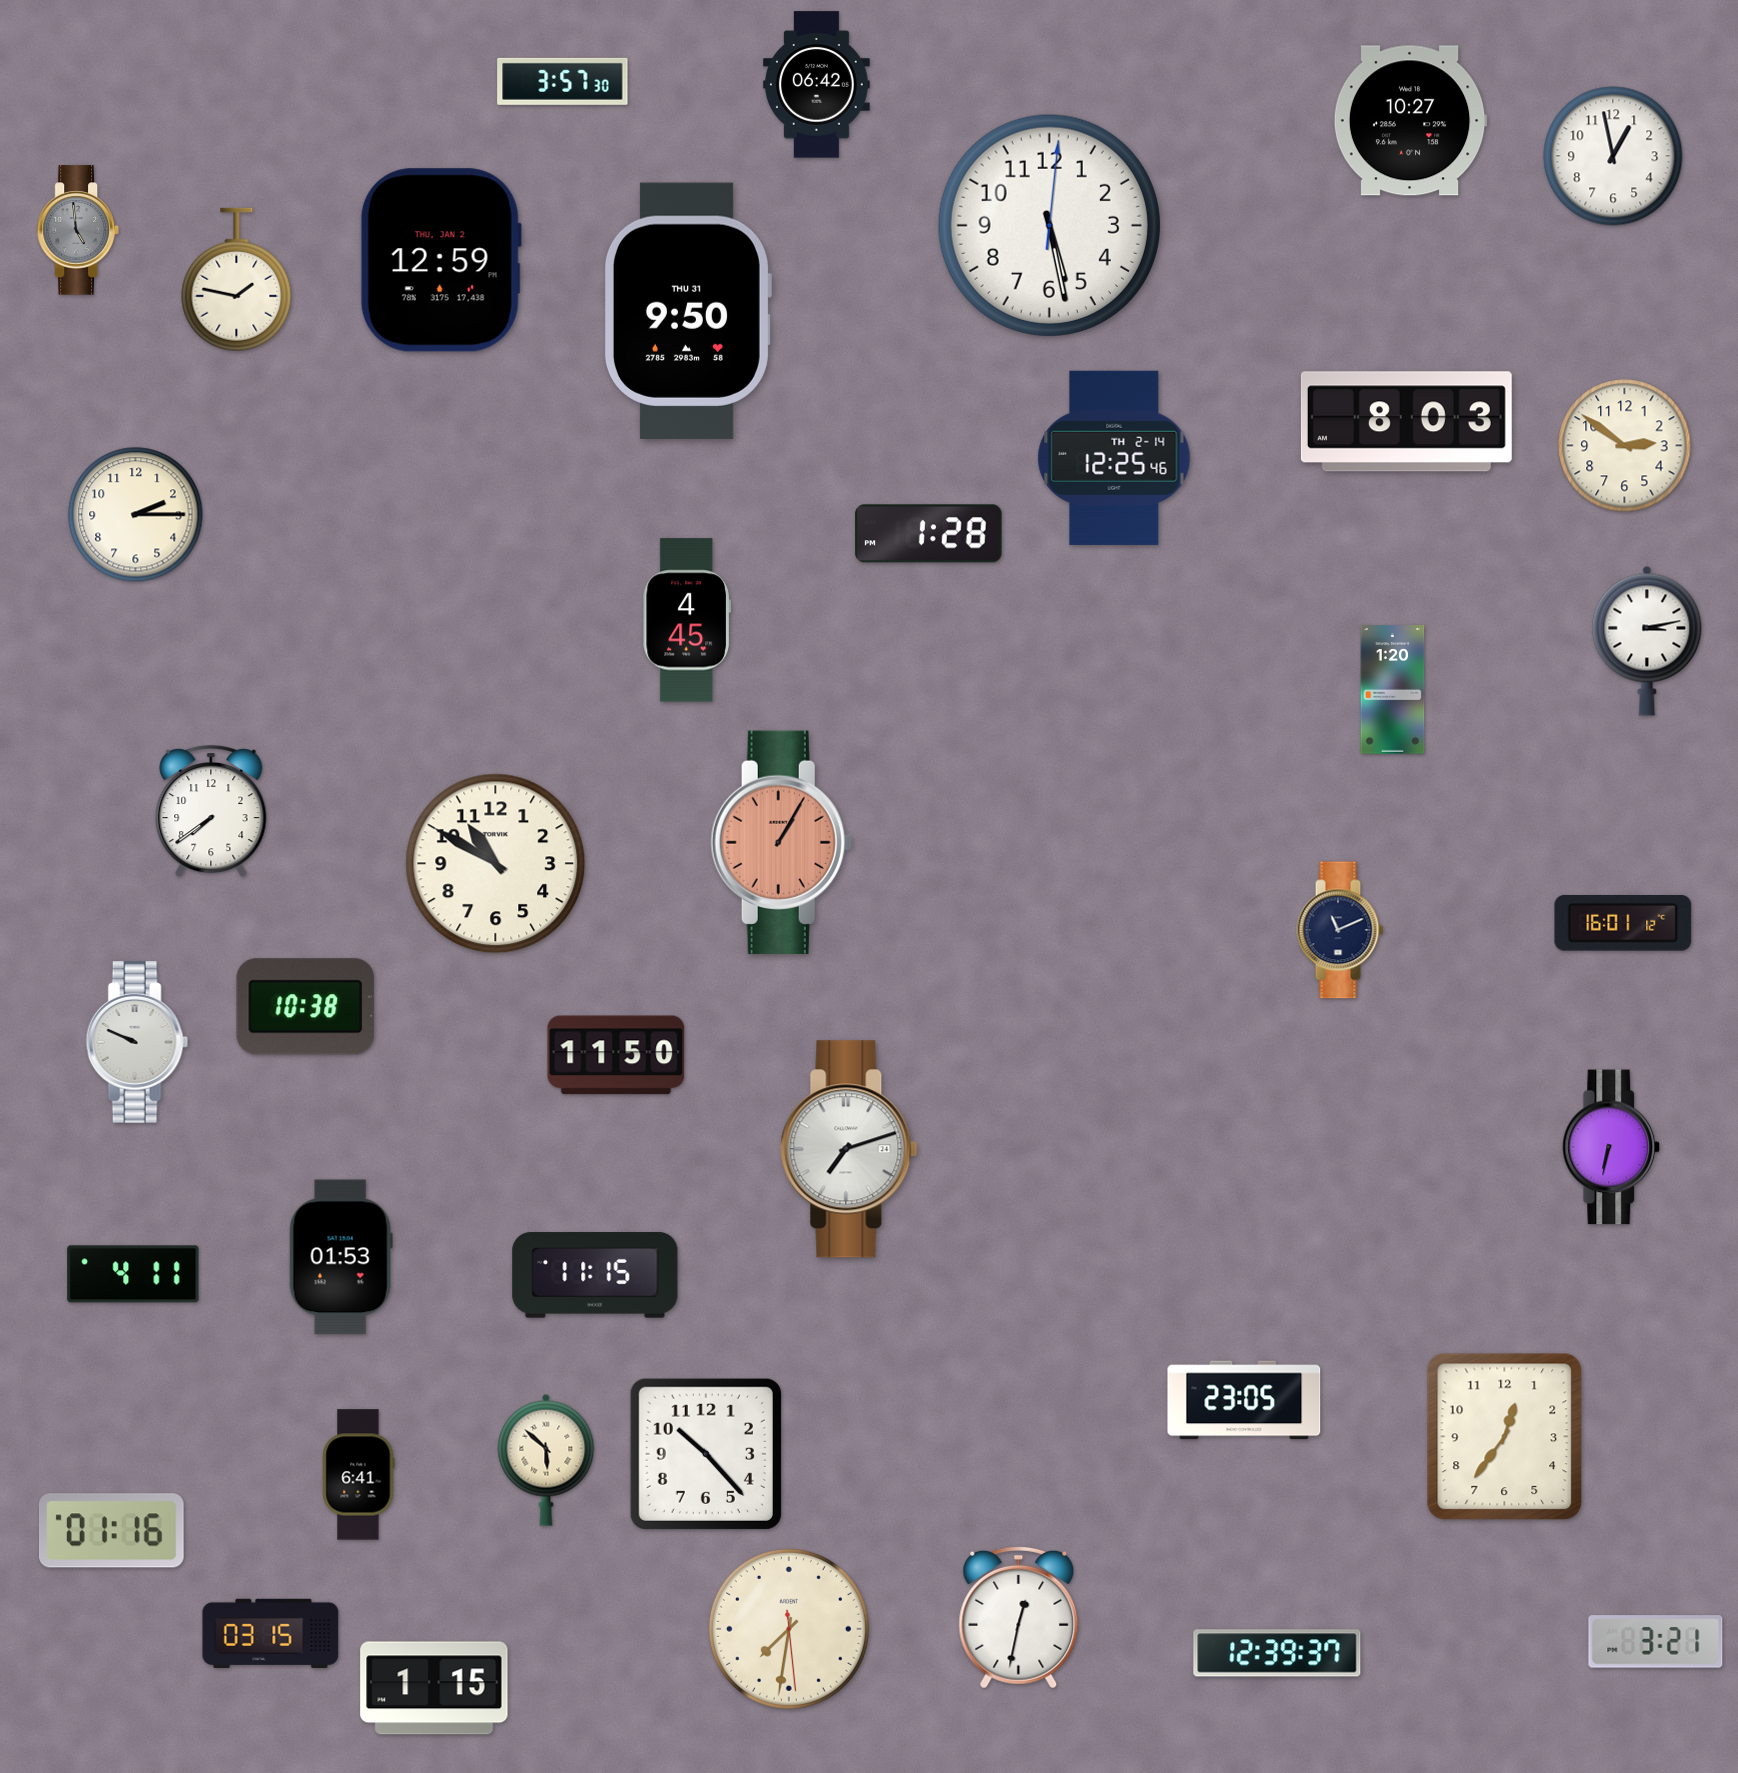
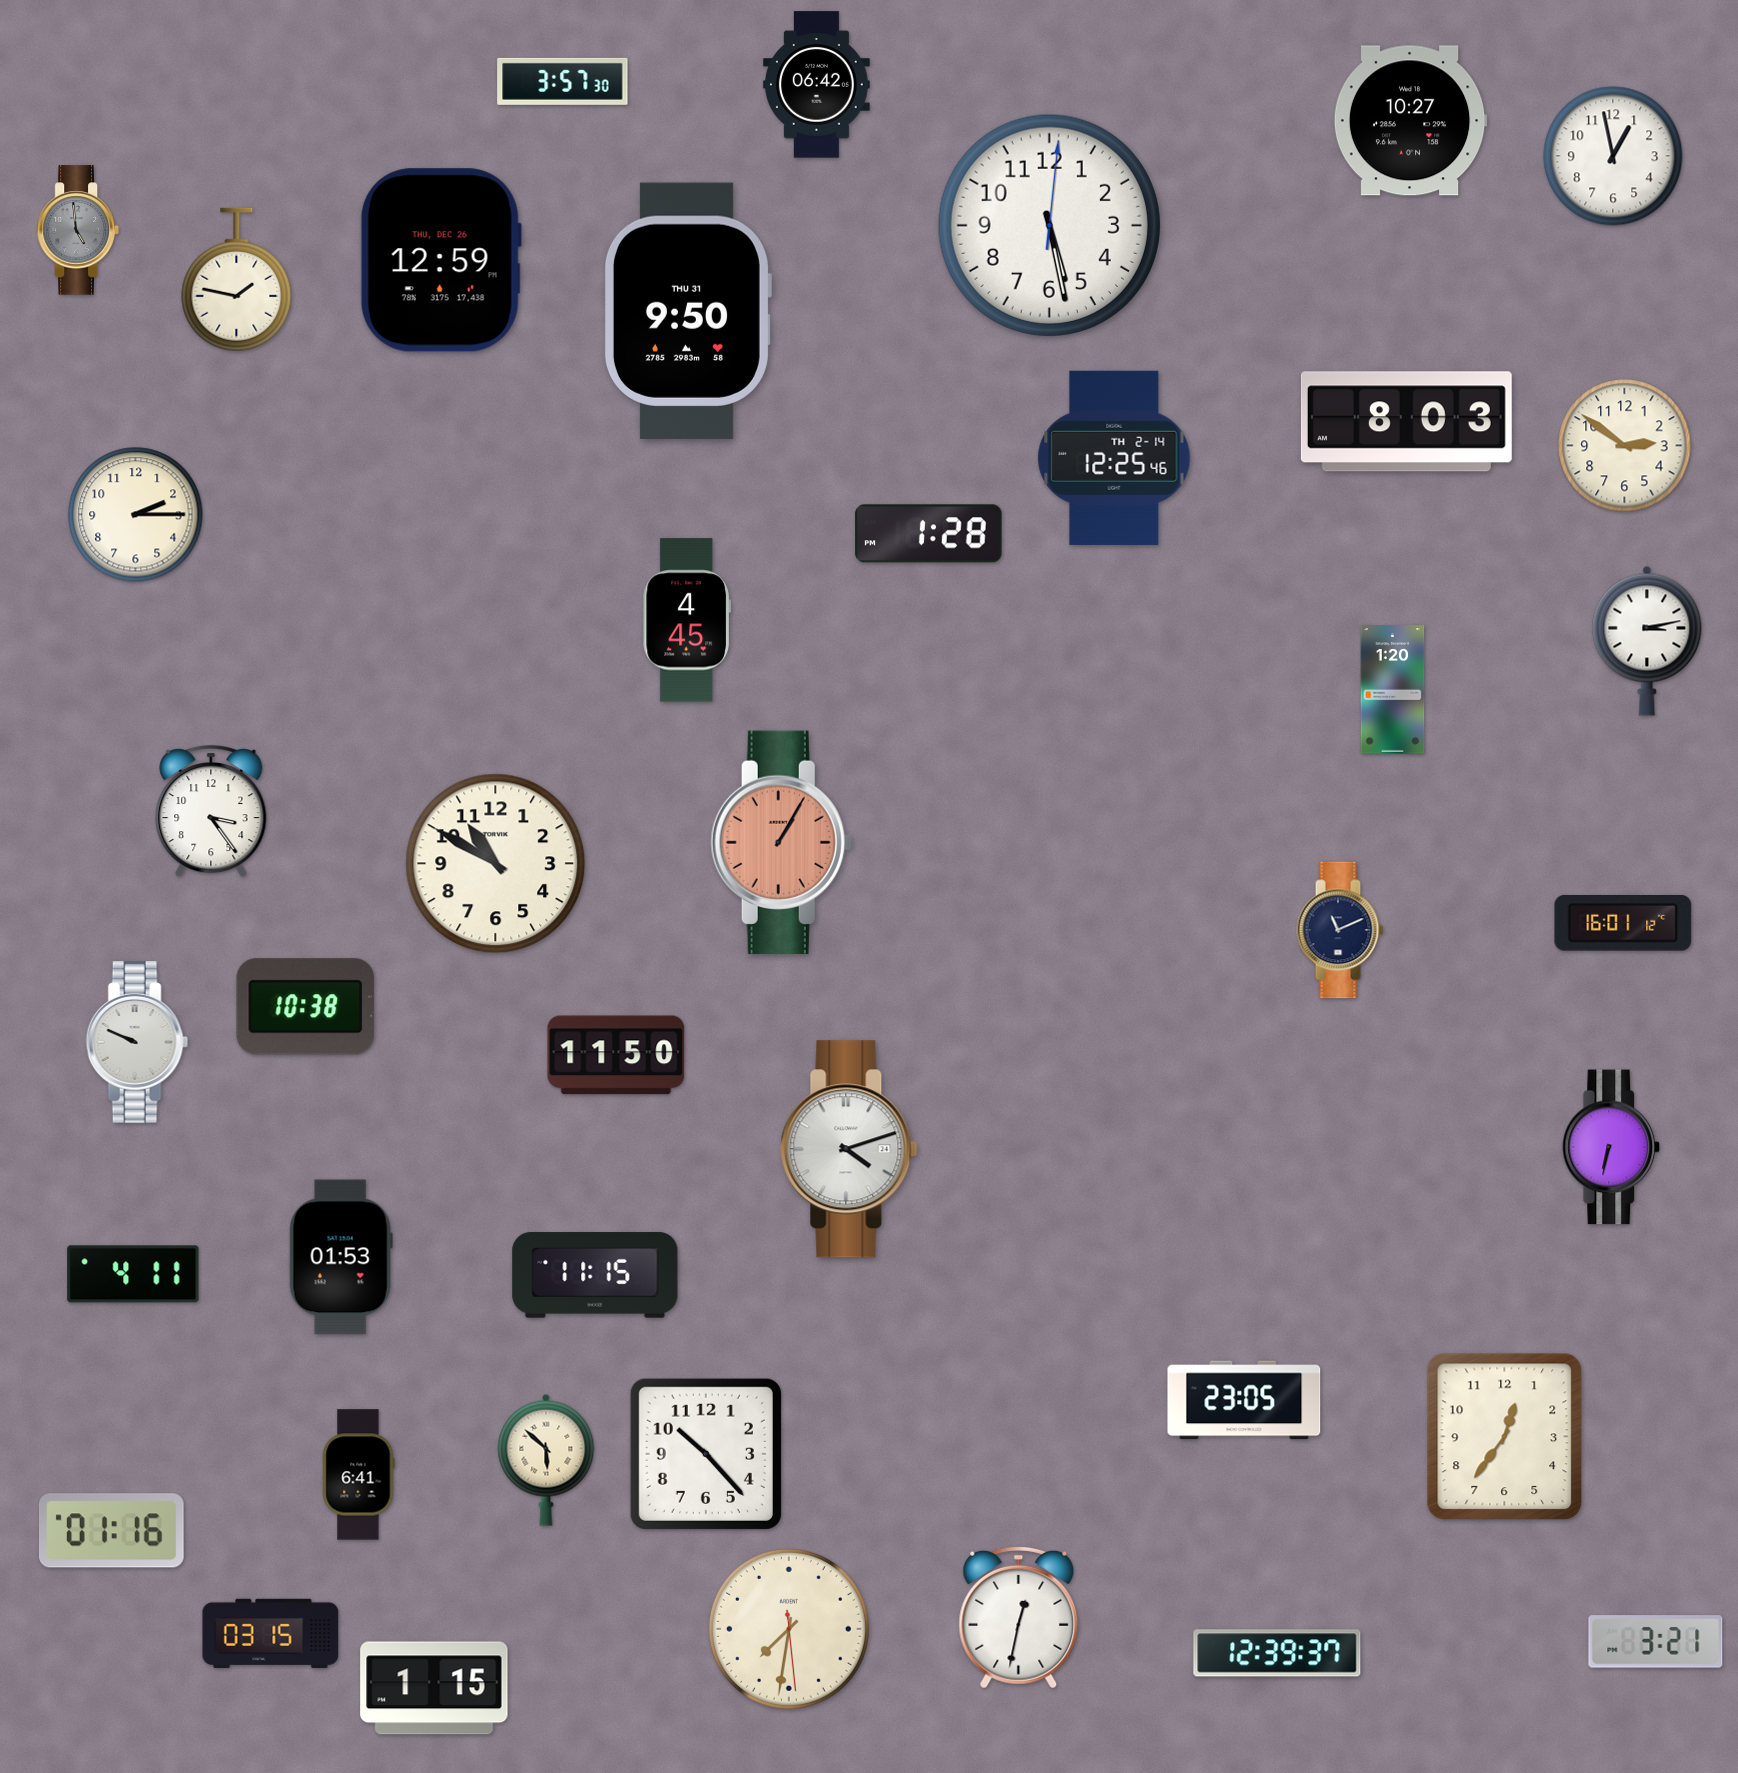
clock at (441, 260) date: THU, JAN 2 -> THU, DEC 26
clock at (211, 811): 7:39 -> 3:24
clock at (849, 1149): 7:12 -> 4:12
